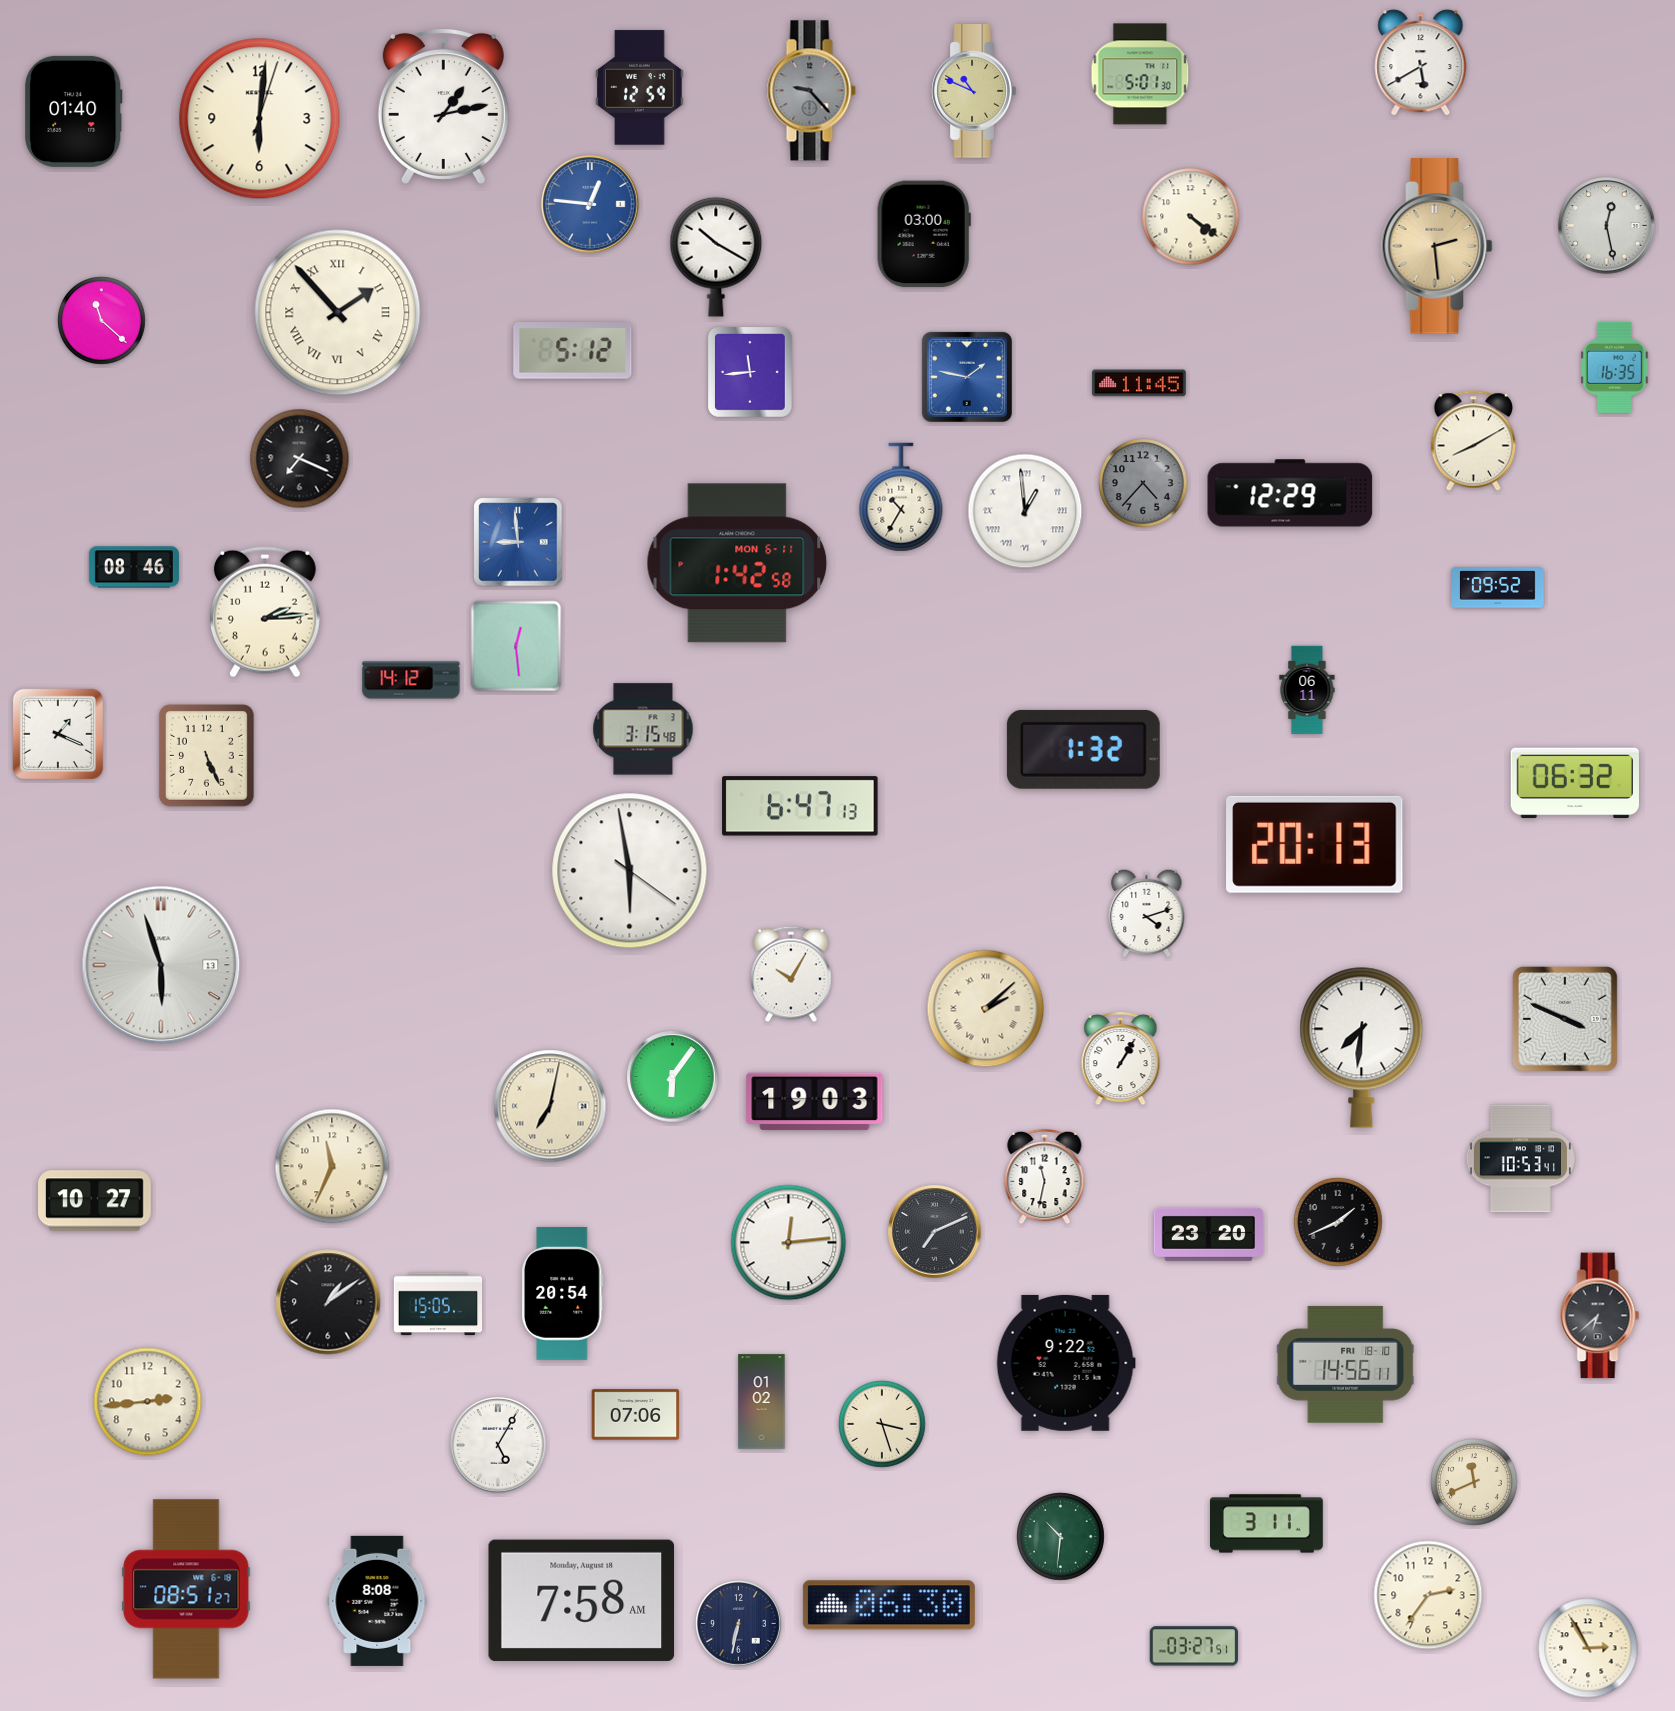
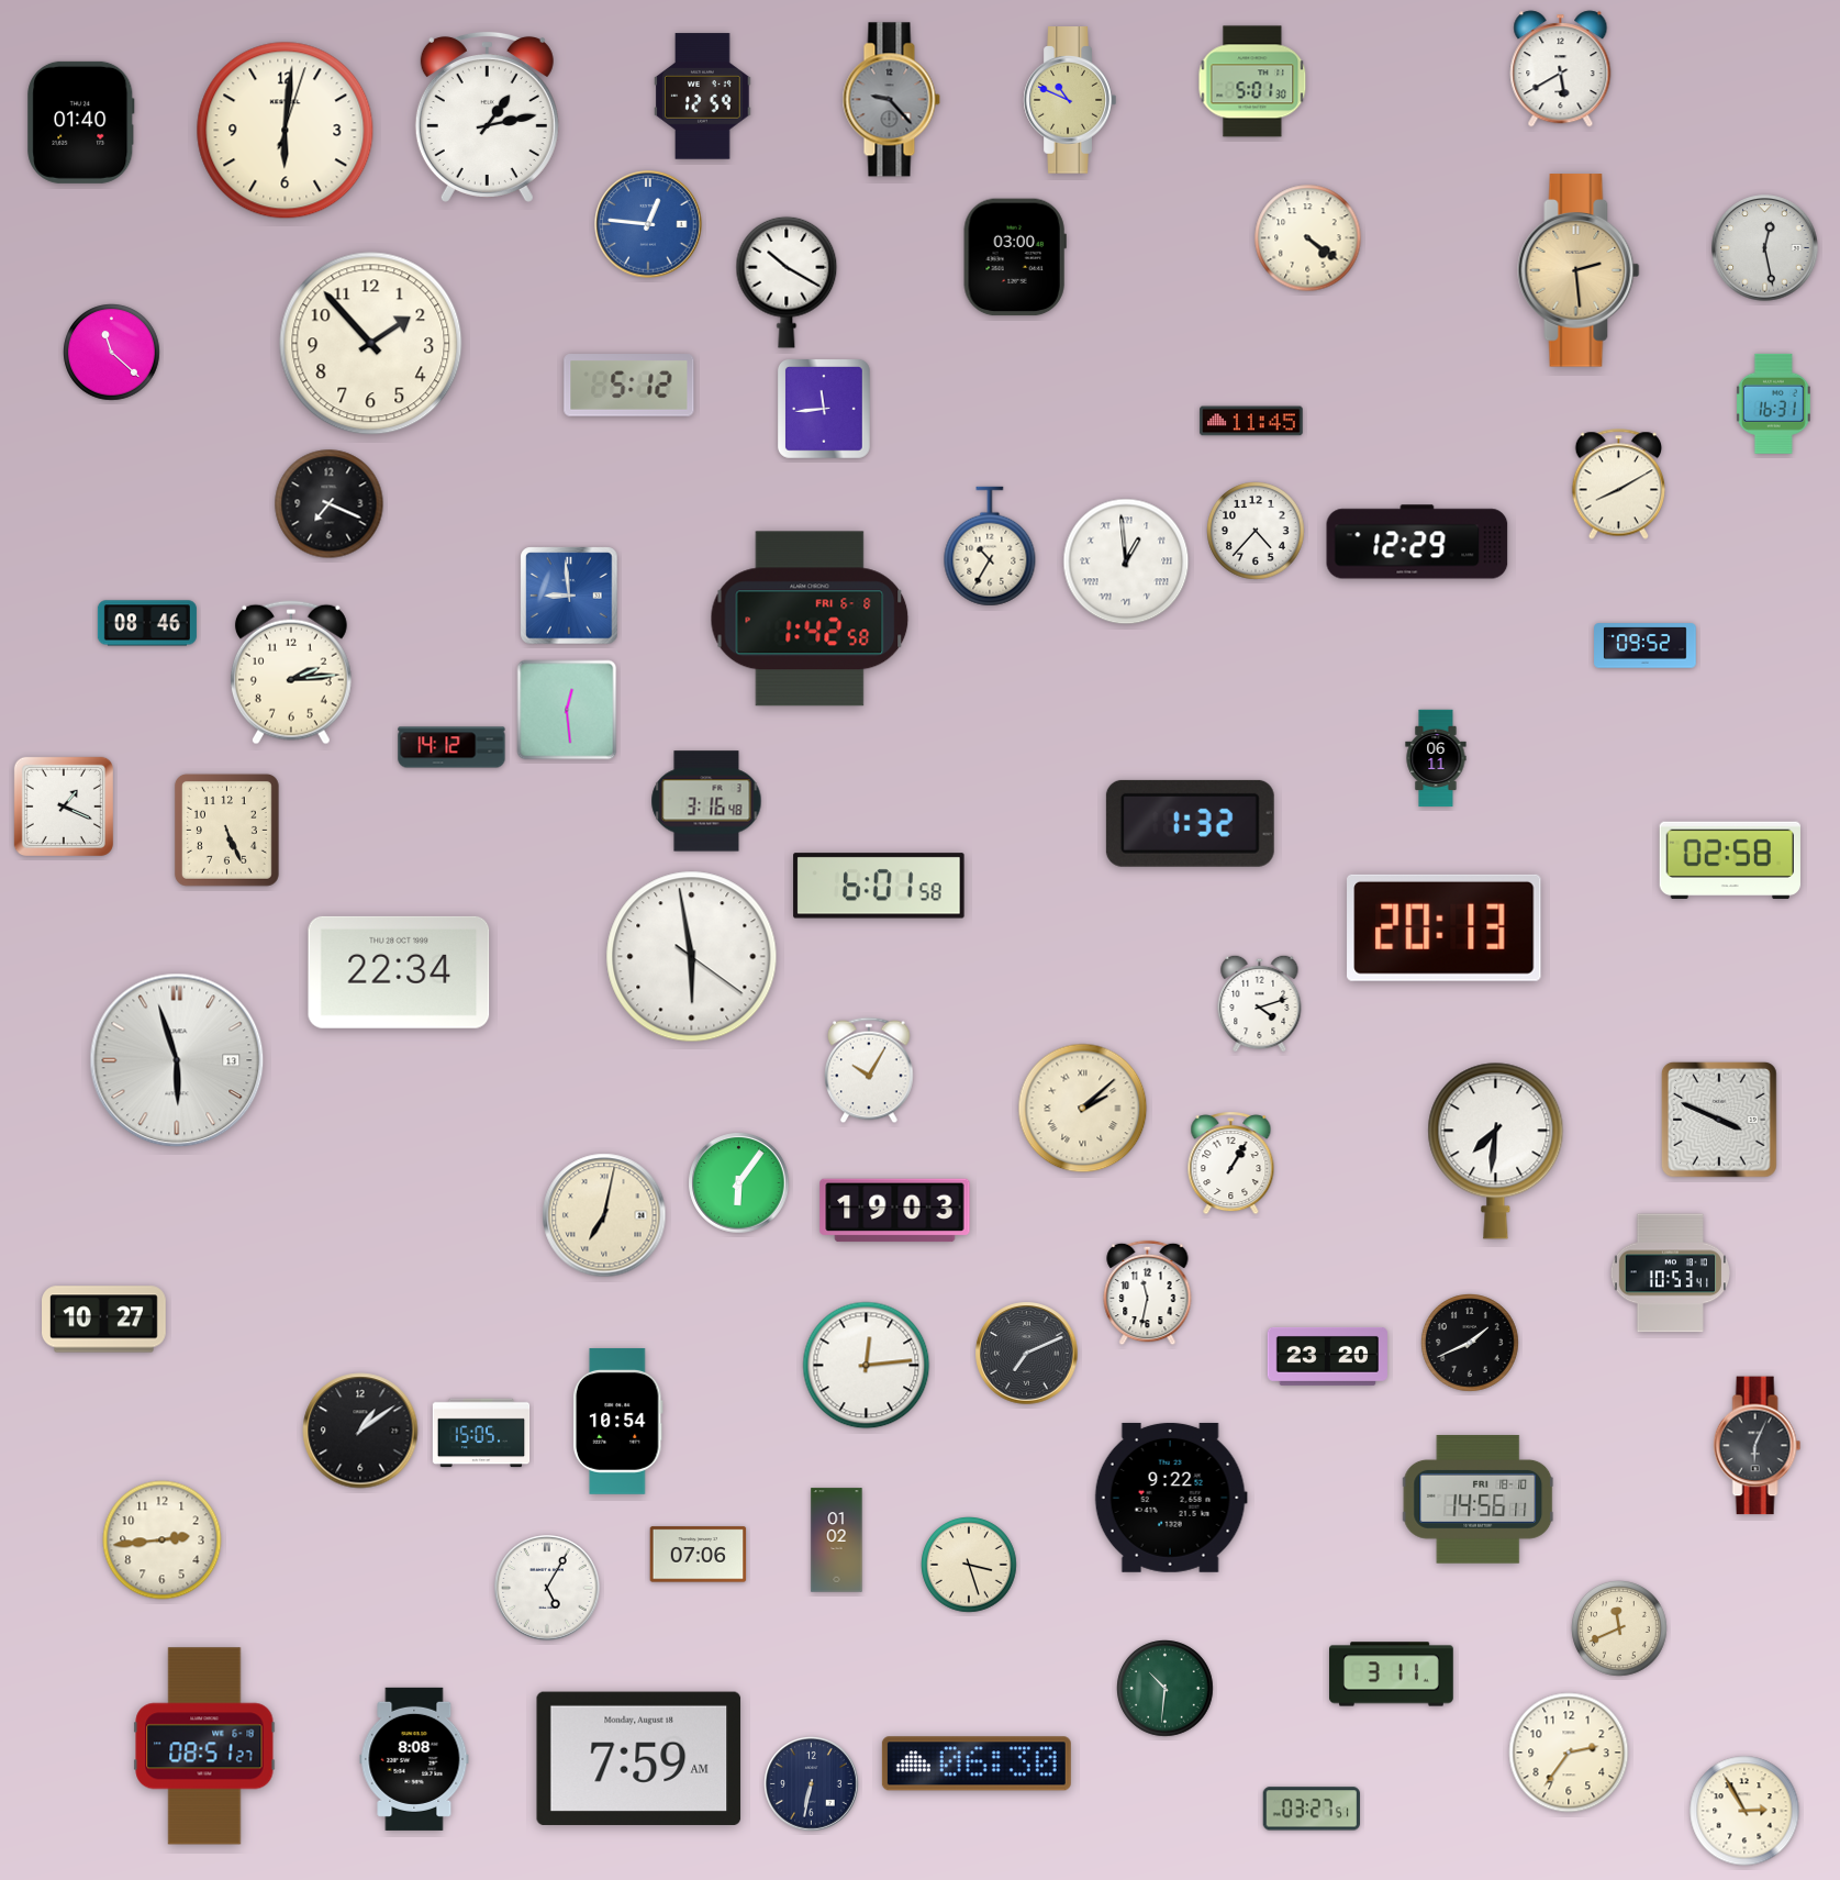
clock at (338, 313) numerals: Roman -> Arabic
clock at (1614, 367): 16:35 -> 16:31
clock at (967, 377): 1:47 -> none
clock at (1143, 483) dial: grey -> white
clock at (737, 563) date: MON 6-11 -> FRI 6-8
clock at (643, 729): 3:15 -> 3:16
clock at (1574, 783): 06:32 -> 02:58
clock at (800, 806): 6:47 -> 6:01
clock at (399, 972): none -> 22:34
clock at (332, 1166): 11:34 -> none
clock at (563, 1293): 20:54 -> 10:54
clock at (1600, 1316): 6:38 -> 6:04
clock at (582, 1600): 7:58 -> 7:59
